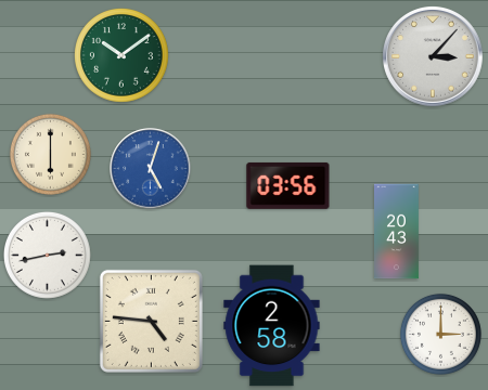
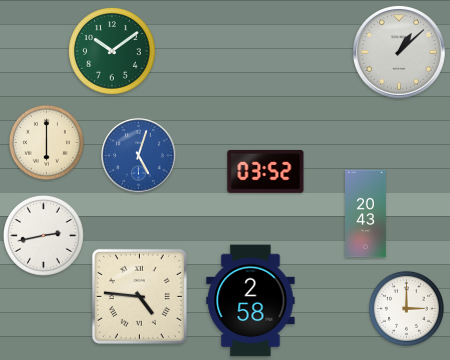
clock at (434, 57): 3:07 -> 1:08
clock at (288, 185): 03:56 -> 03:52
